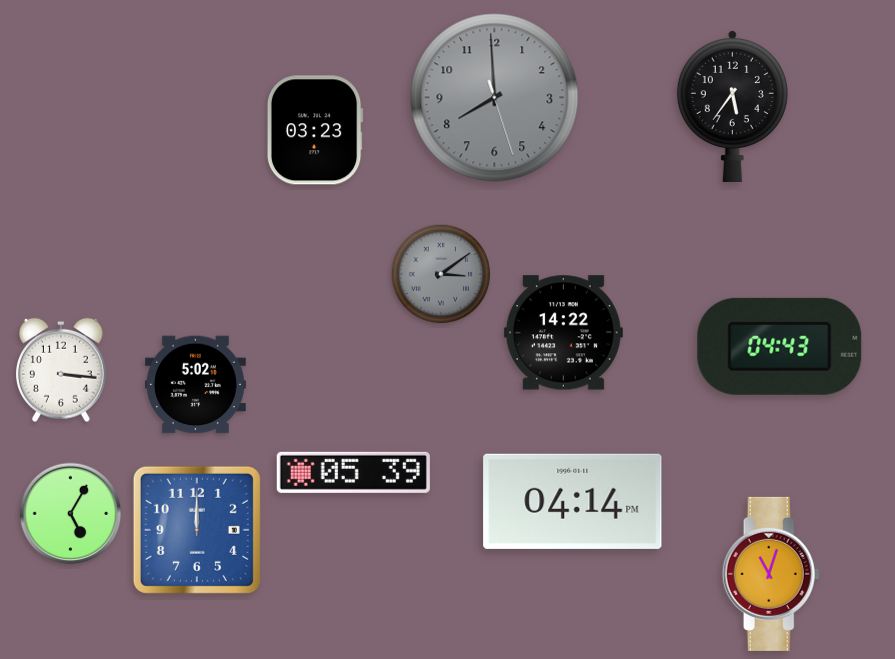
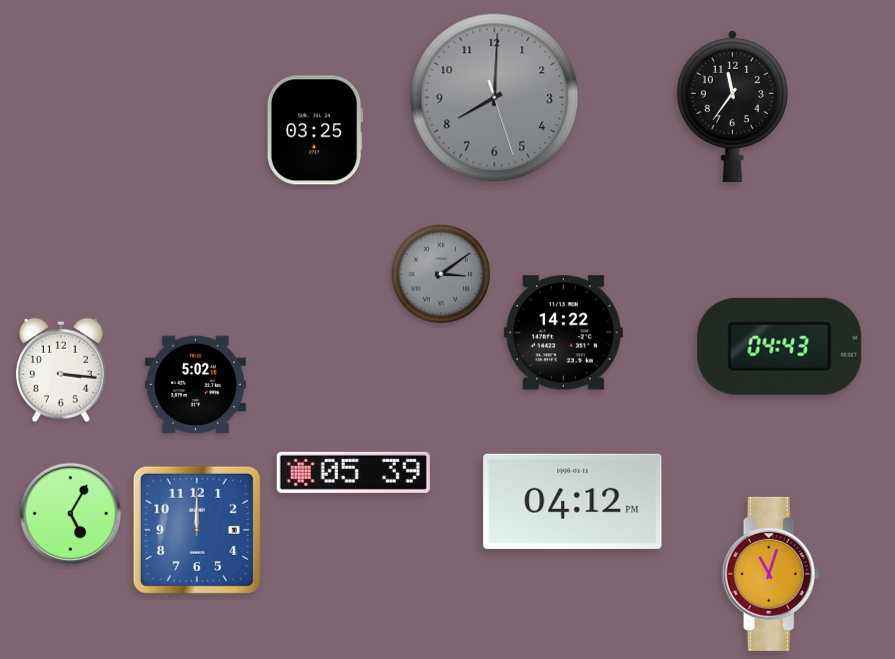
clock at (495, 98): 7:59 -> 8:00
clock at (732, 105): 5:36 -> 11:36
clock at (315, 130): 03:23 -> 03:25
clock at (573, 501): 04:14 -> 04:12
